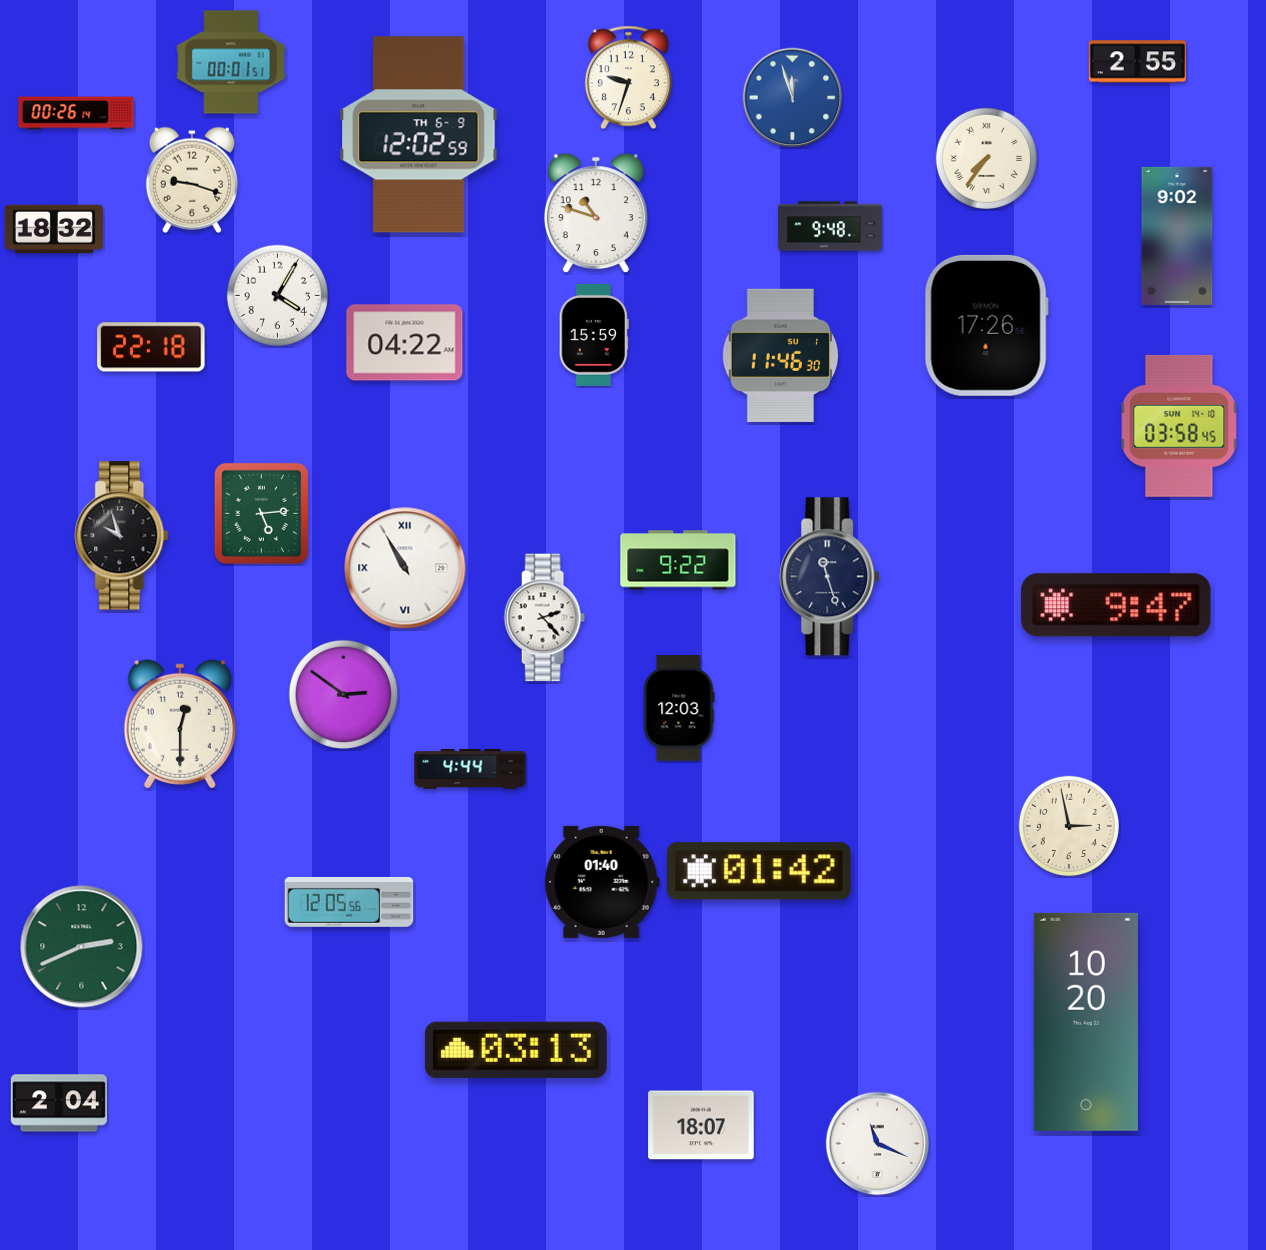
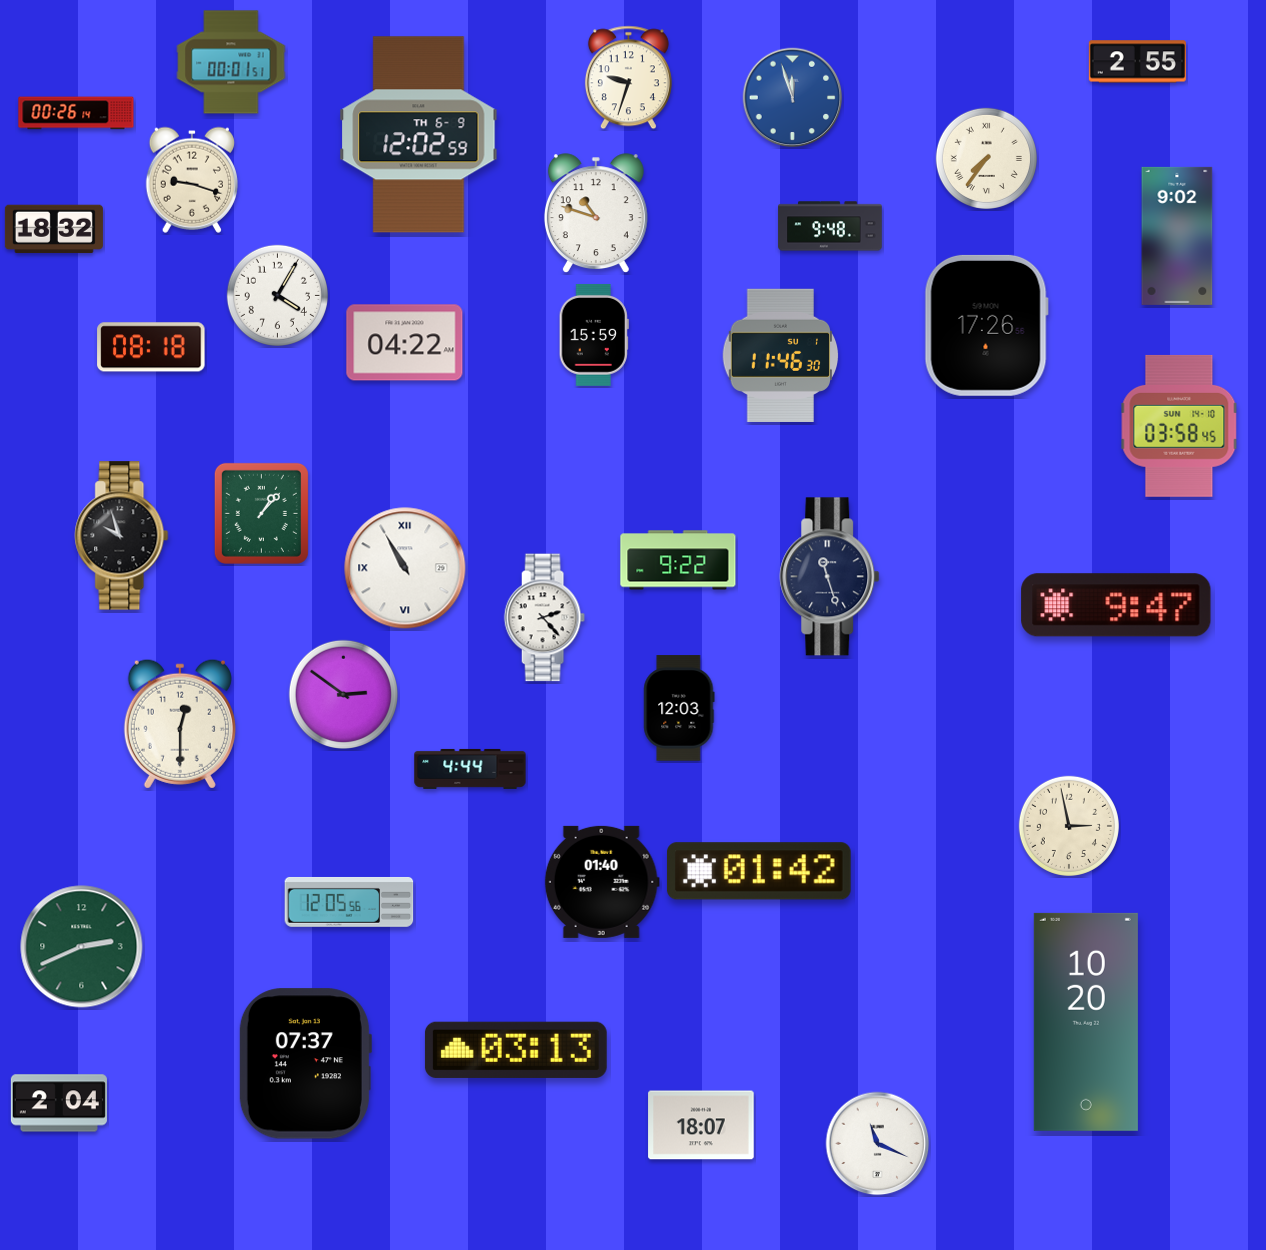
clock at (151, 347): 22:18 -> 08:18
clock at (261, 513): 5:14 -> 1:07
clock at (305, 1064): none -> 07:37
